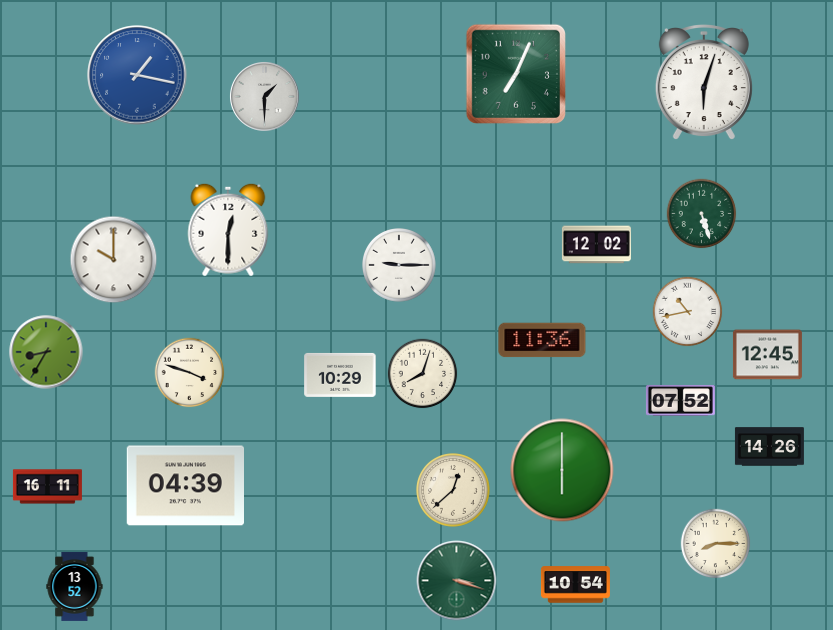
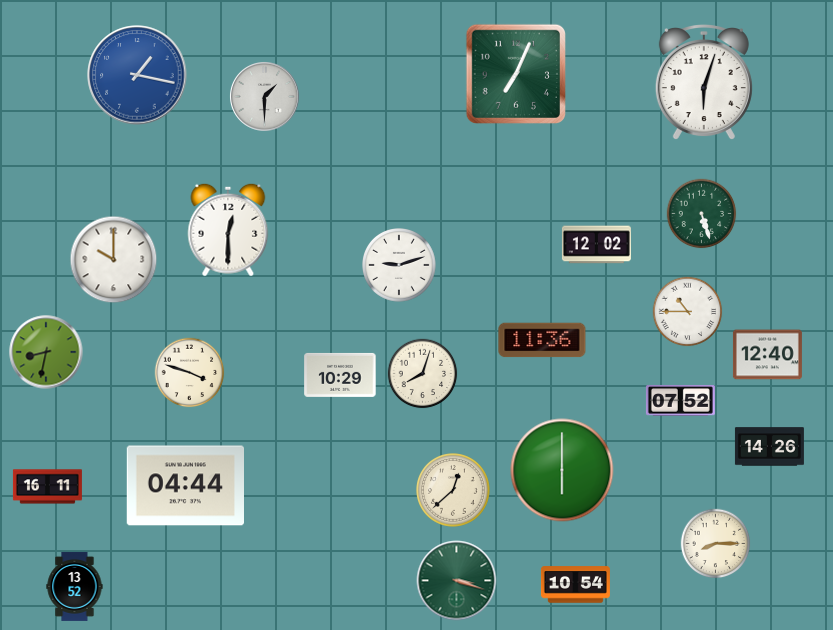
clock at (400, 266): 9:15 -> 9:12
clock at (688, 312): 10:43 -> 10:45
clock at (46, 352): 8:35 -> 8:32
clock at (767, 355): 12:45 -> 12:40
clock at (185, 486): 04:39 -> 04:44
